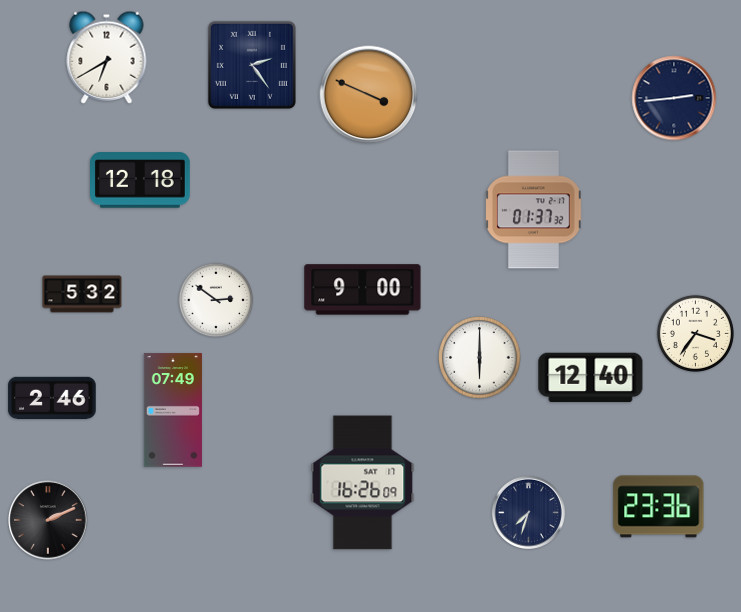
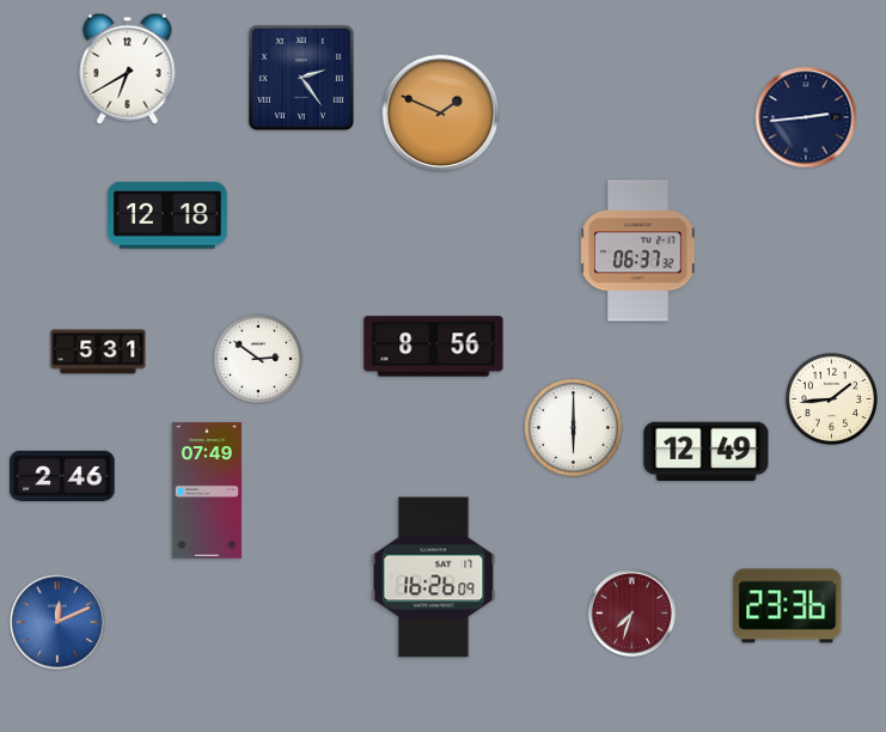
clock at (369, 95): 3:49 -> 1:49
clock at (534, 210): 01:37 -> 06:37
clock at (363, 290): 9:00 -> 8:56
clock at (82, 294): 5:32 -> 5:31
clock at (695, 333): 3:36 -> 1:44
clock at (591, 378): 12:40 -> 12:49
clock at (528, 512) dial: navy -> burgundy
clock at (48, 520): 2:11 -> 12:11
clock at (48, 520) dial: black -> blue
